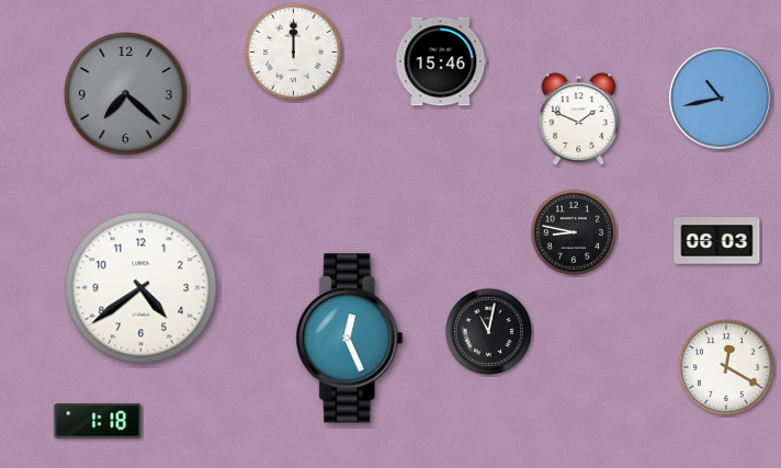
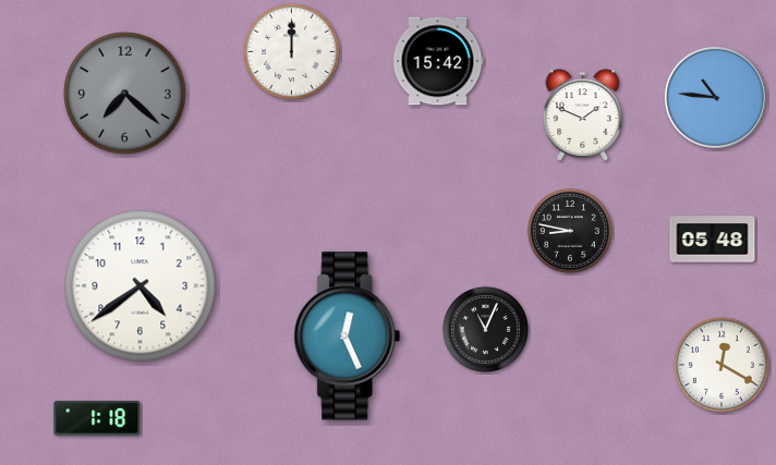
clock at (441, 61): 15:46 -> 15:42
clock at (720, 98): 10:43 -> 10:46
clock at (579, 119) position: (579, 119) -> (583, 115)
clock at (717, 241): 06:03 -> 05:48
clock at (488, 331): 11:02 -> 11:04
